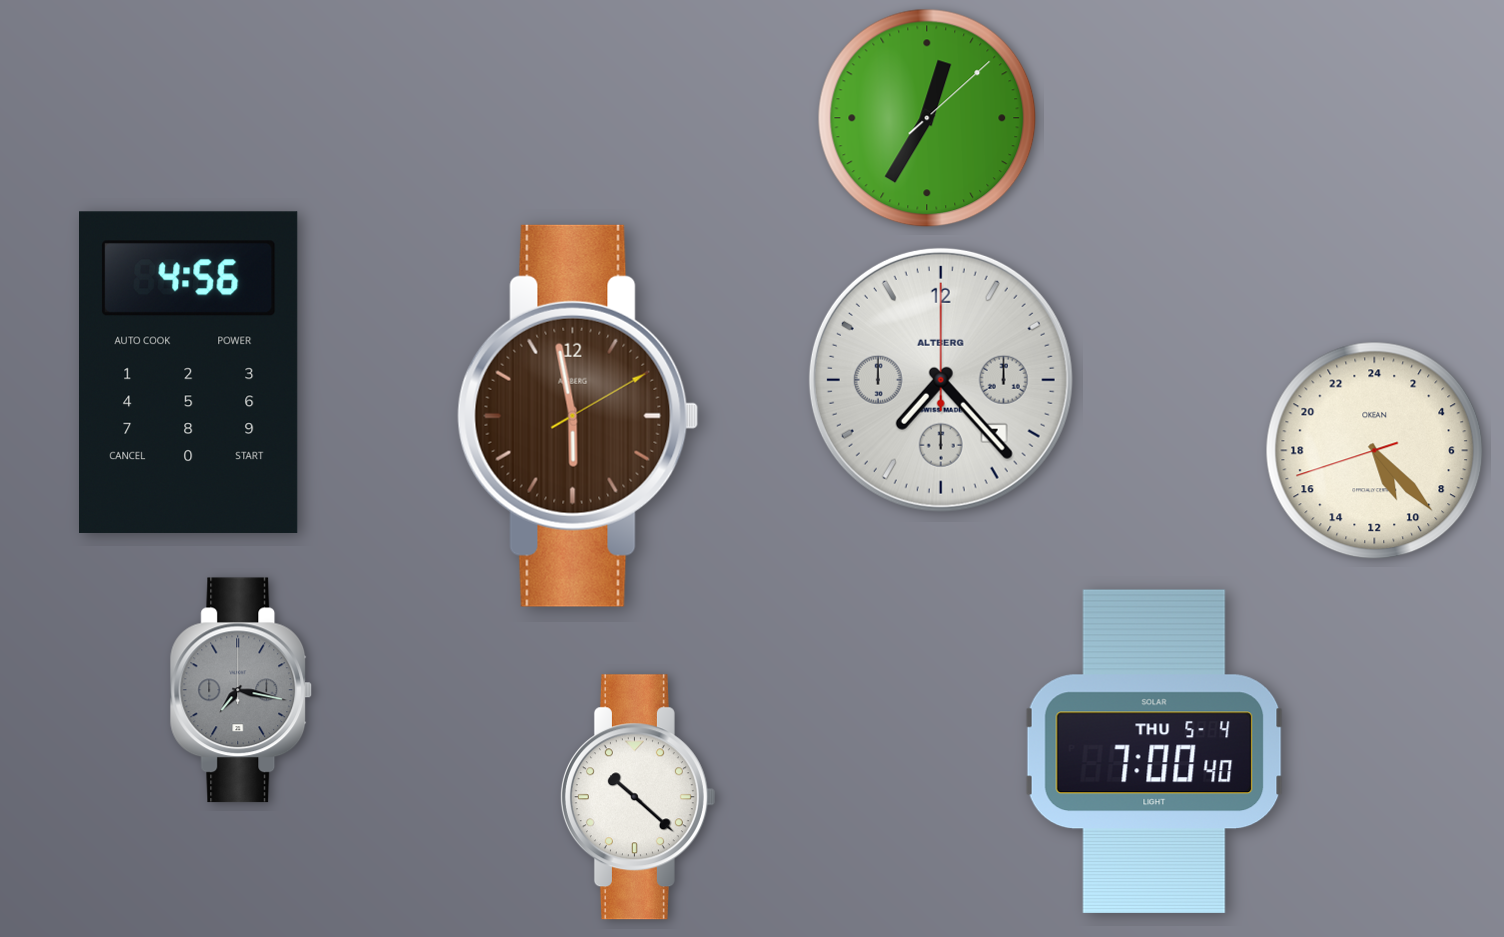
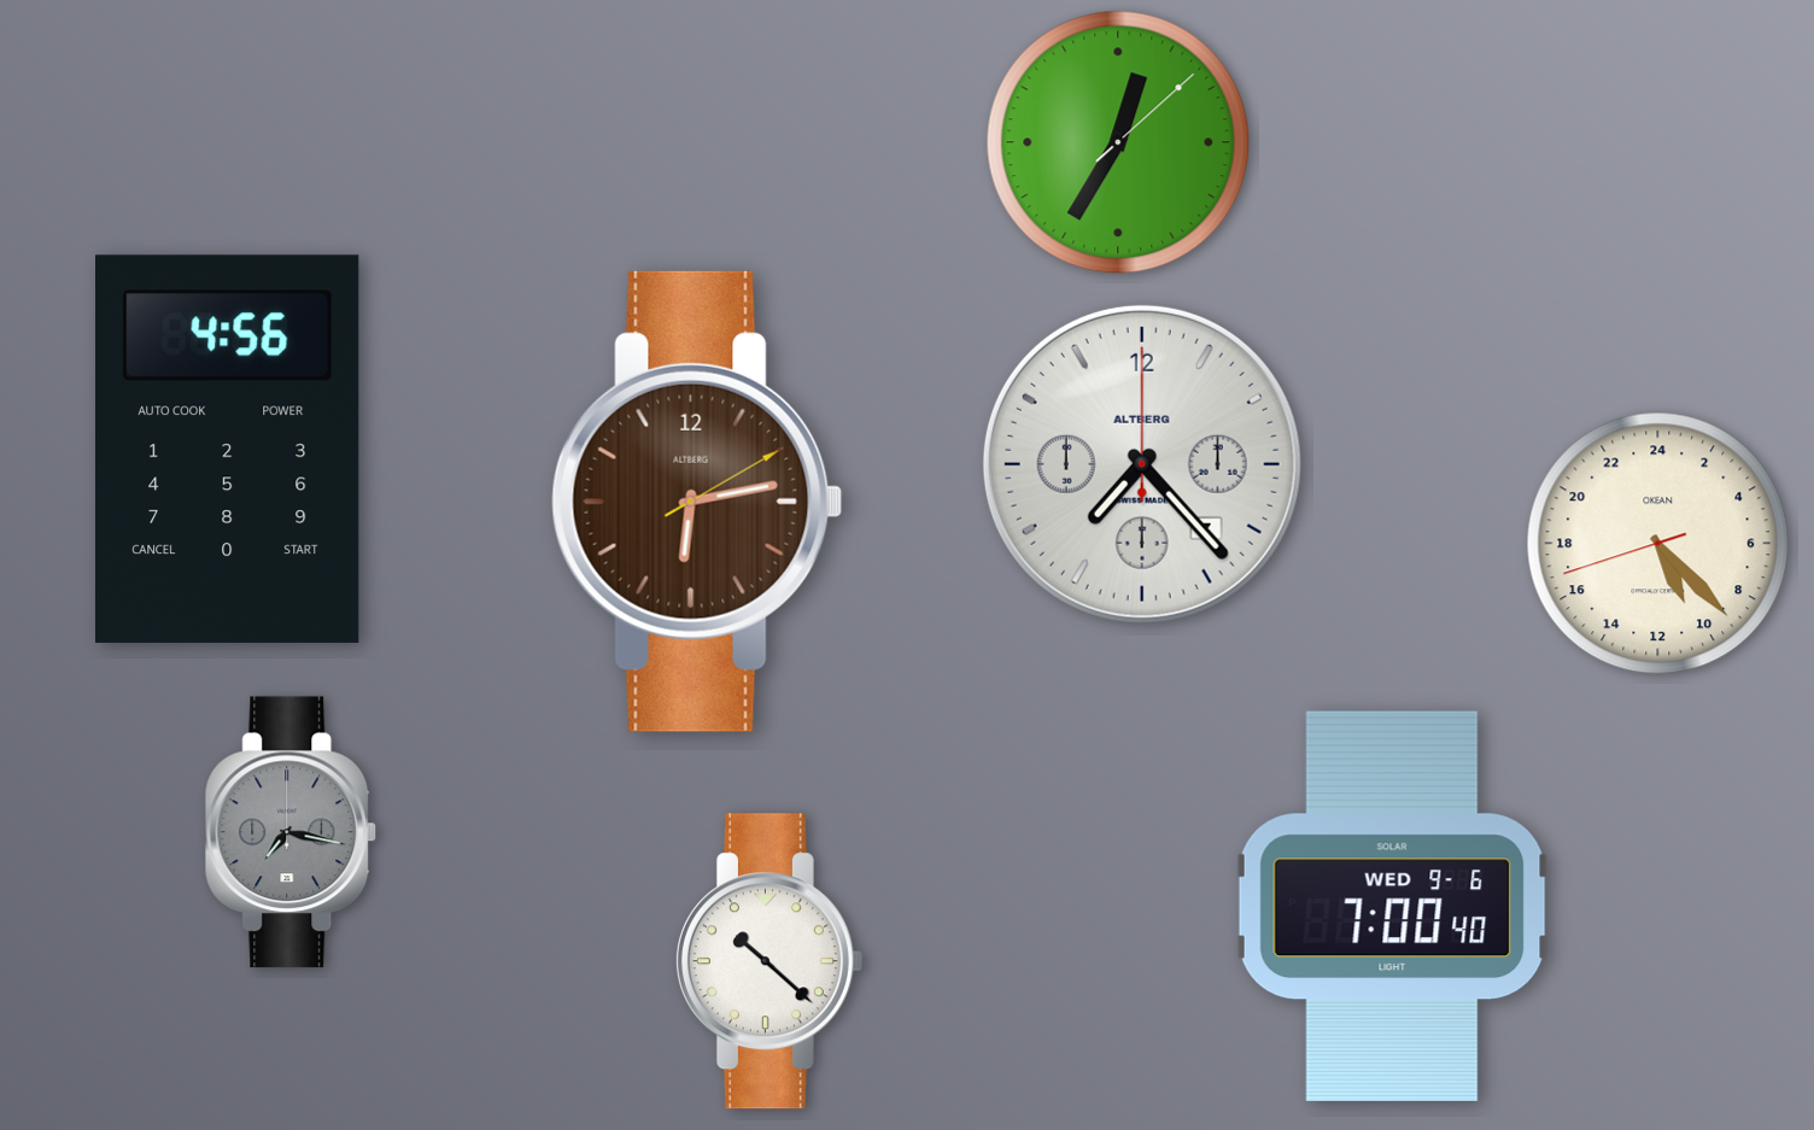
clock at (941, 380) position: (941, 380) -> (1142, 464)
clock at (578, 416): 5:58 -> 6:13
clock at (1155, 751) date: THU 5-4 -> WED 9-6
